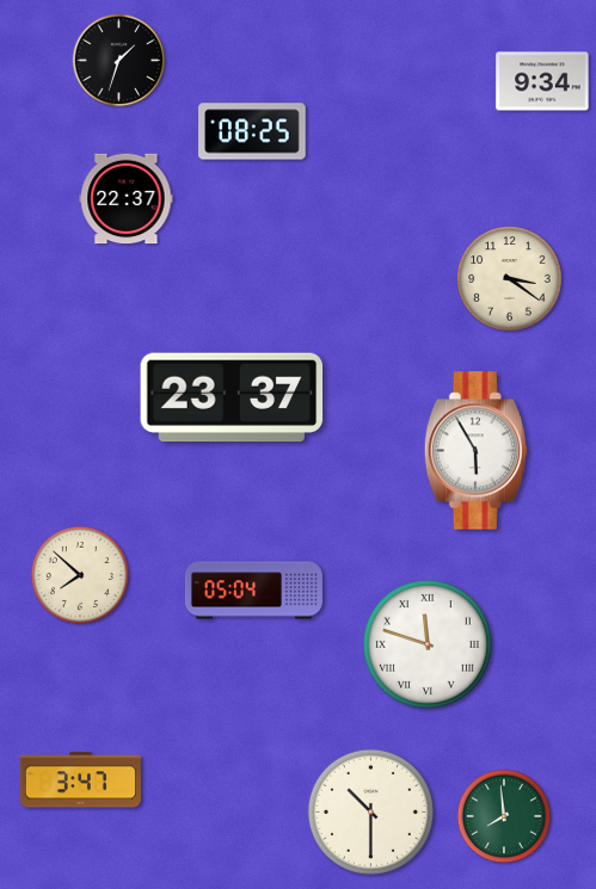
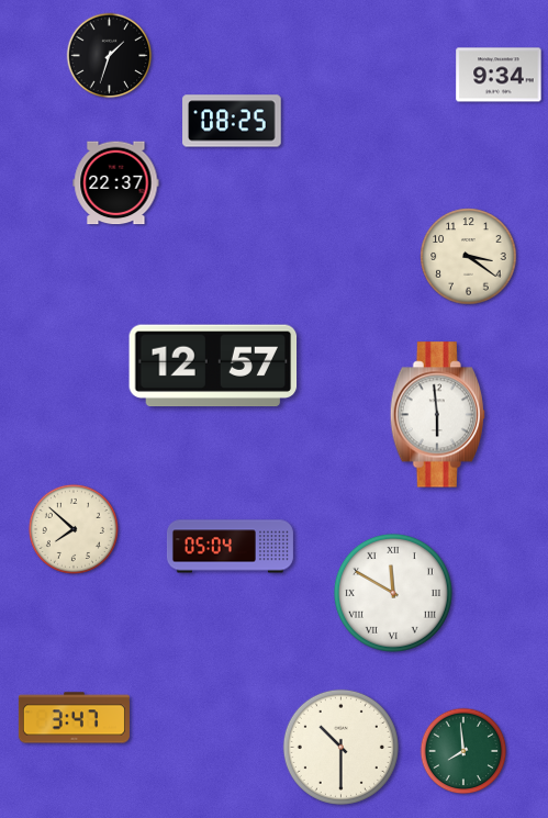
clock at (232, 397): 23:37 -> 12:57
clock at (475, 451): 5:55 -> 5:59
clock at (253, 591) position: (253, 591) -> (230, 547)
clock at (428, 644): 11:48 -> 11:50
